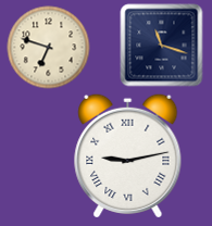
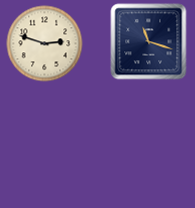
clock at (49, 48): 6:48 -> 2:48
clock at (128, 154): 9:13 -> none
